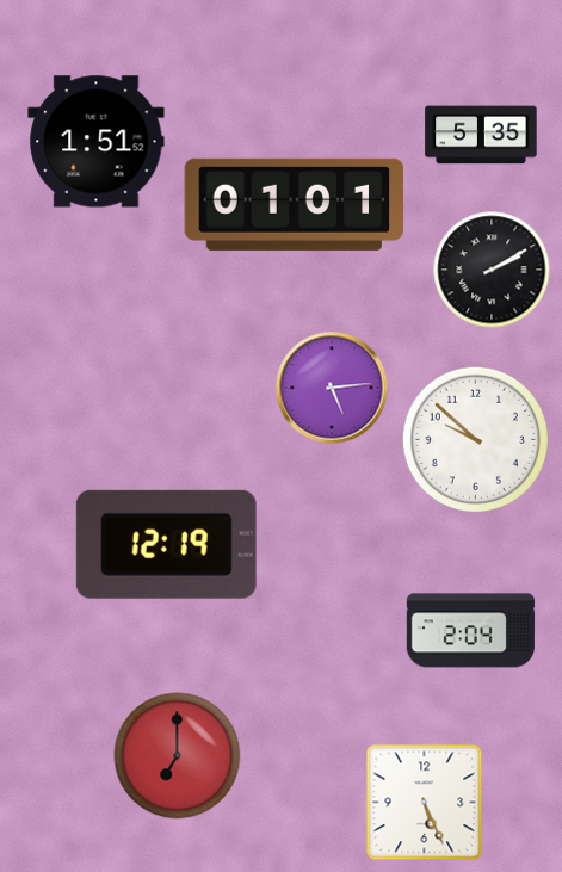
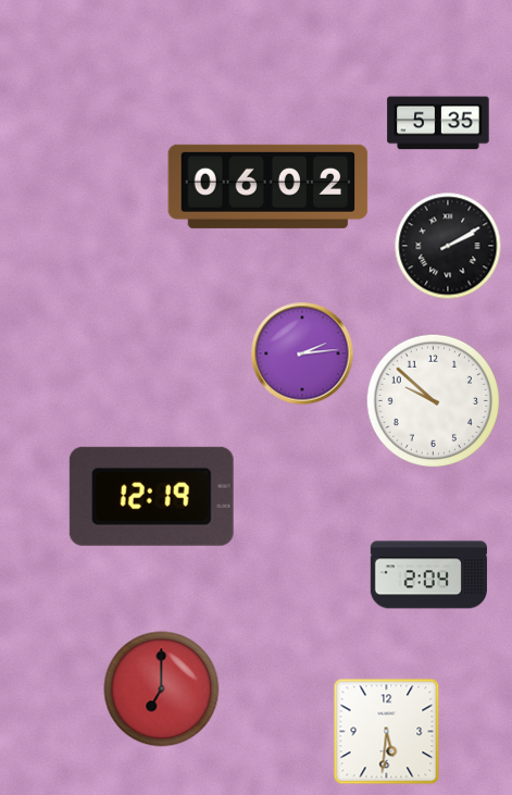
clock at (97, 142): 1:51 -> none
clock at (295, 204): 01:01 -> 06:02
clock at (332, 388): 5:14 -> 2:14
clock at (425, 803): 5:26 -> 5:31
